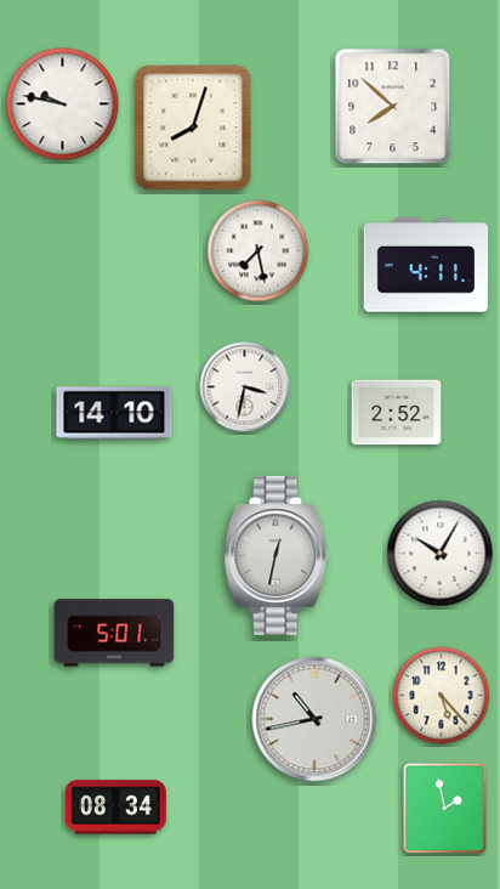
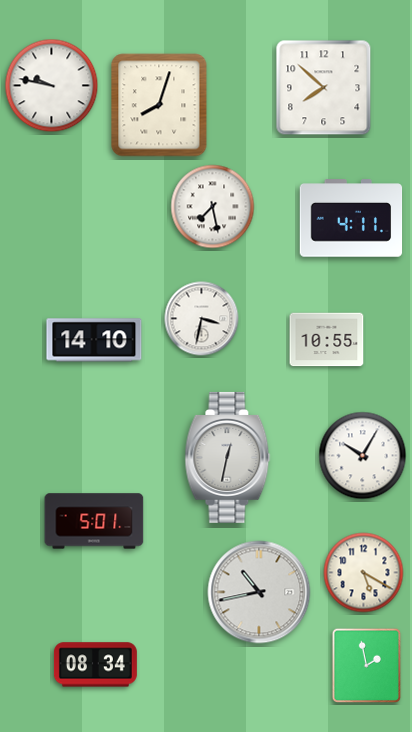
clock at (397, 413): 2:52 -> 10:55
clock at (442, 696): 5:23 -> 5:20
